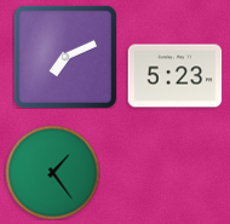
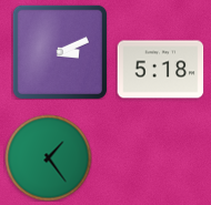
clock at (65, 57): 7:11 -> 3:11
clock at (174, 76): 5:23 -> 5:18
